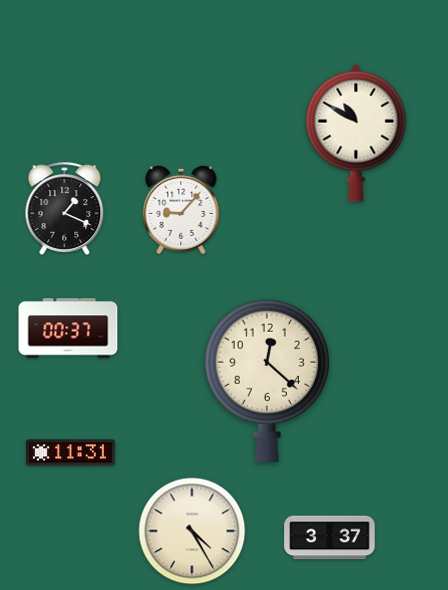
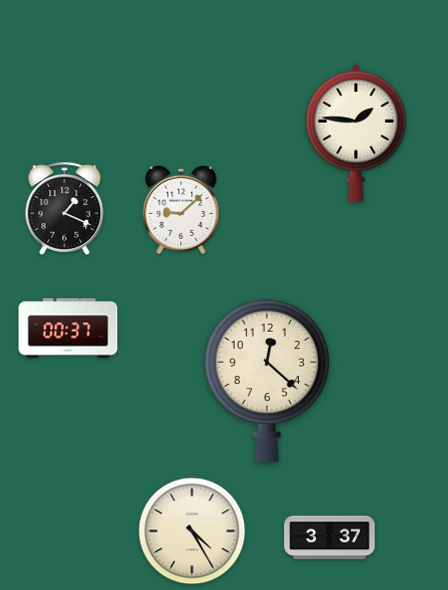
clock at (356, 133): 10:50 -> 1:46
clock at (181, 210): 9:07 -> 9:08
clock at (71, 453): 11:31 -> none
